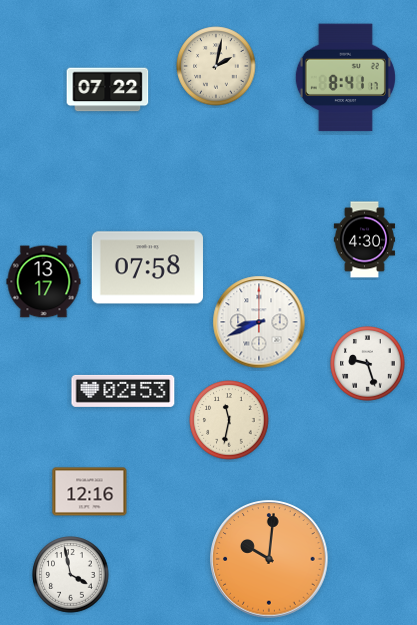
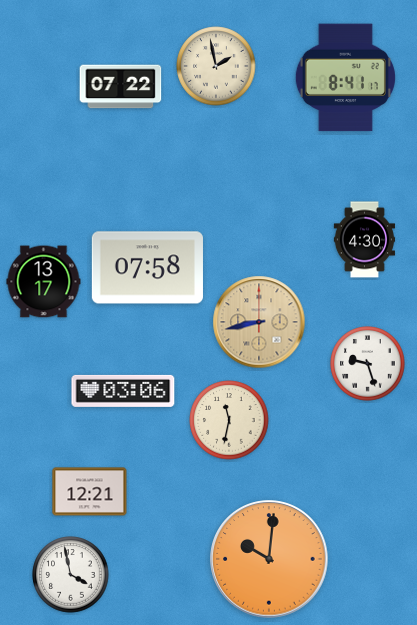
clock at (216, 66): 2:02 -> 1:58
clock at (108, 90) position: (108, 90) -> (121, 87)
clock at (259, 322): 8:41 -> 8:43
clock at (259, 322) dial: white -> champagne
clock at (123, 391): 02:53 -> 03:06
clock at (90, 492): 12:16 -> 12:21
